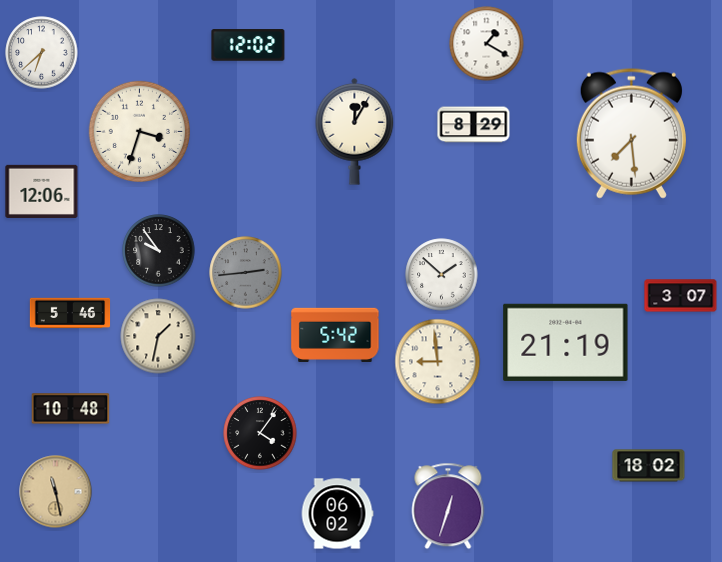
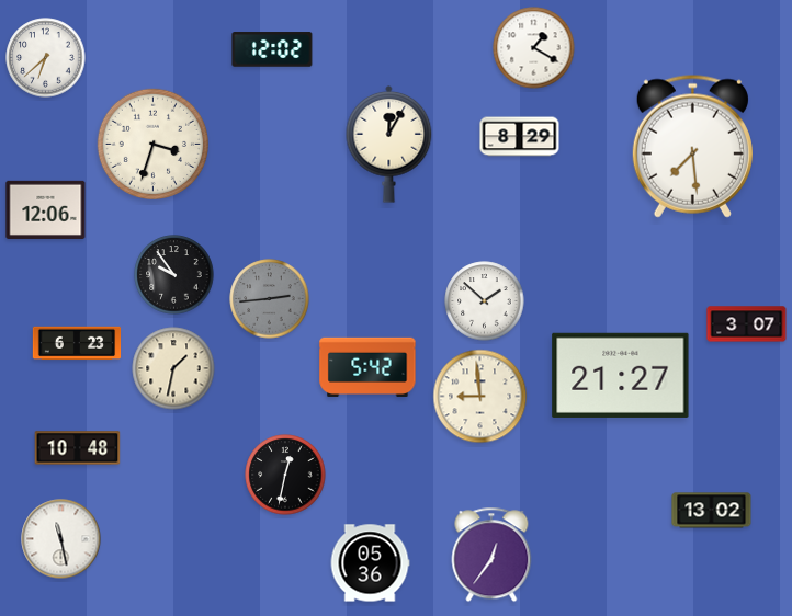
clock at (70, 313): 5:46 -> 6:23
clock at (566, 342): 21:19 -> 21:27
clock at (260, 433): 4:06 -> 12:32
clock at (649, 466): 18:02 -> 13:02
clock at (56, 492) dial: champagne -> white
clock at (448, 506): 12:33 -> 12:36
clock at (337, 514): 06:02 -> 05:36
